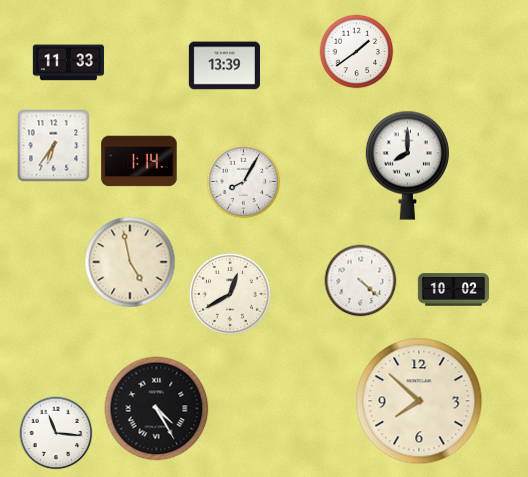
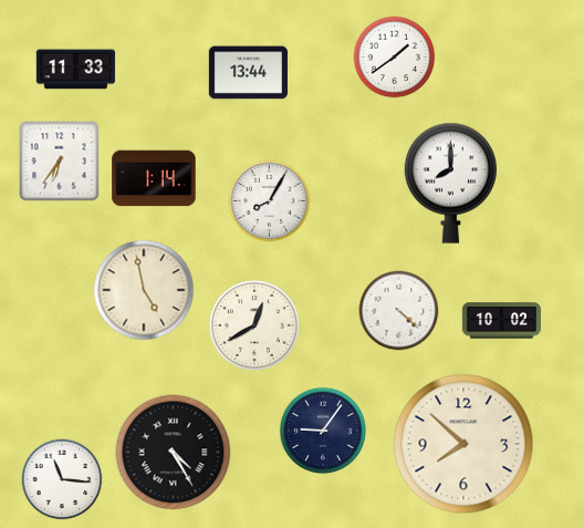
clock at (224, 66): 13:39 -> 13:44
clock at (322, 429): none -> 9:06
